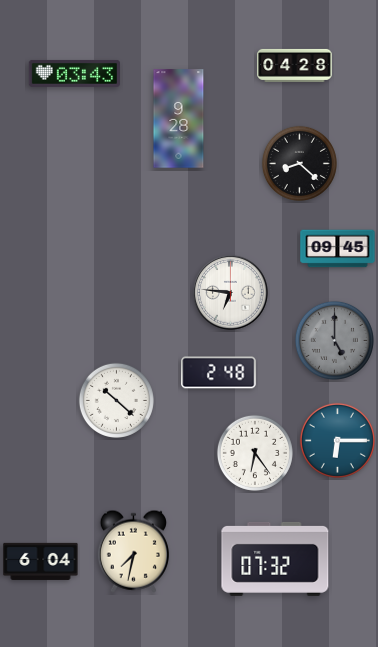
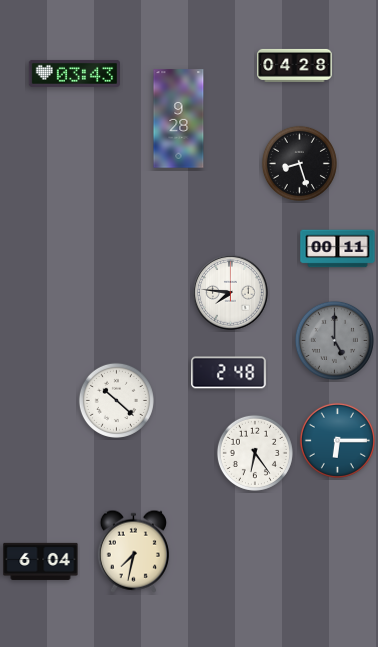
clock at (299, 163): 8:22 -> 8:27
clock at (338, 249): 09:45 -> 00:11
clock at (231, 293): 6:46 -> 7:46
clock at (219, 373) position: (219, 373) -> (229, 373)
clock at (275, 559): 07:32 -> none
